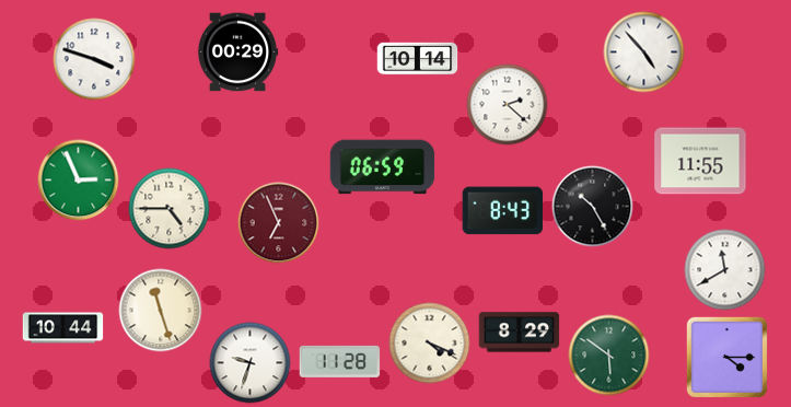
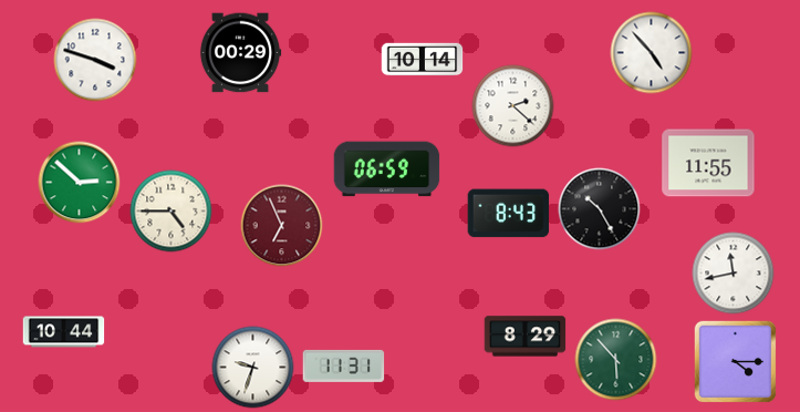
clock at (79, 181): 2:56 -> 2:52
clock at (725, 270): 11:40 -> 11:43
clock at (161, 311): 11:27 -> none
clock at (430, 344): 4:19 -> none
clock at (609, 356): 5:51 -> 5:53
clock at (340, 361): 11:28 -> 11:31
